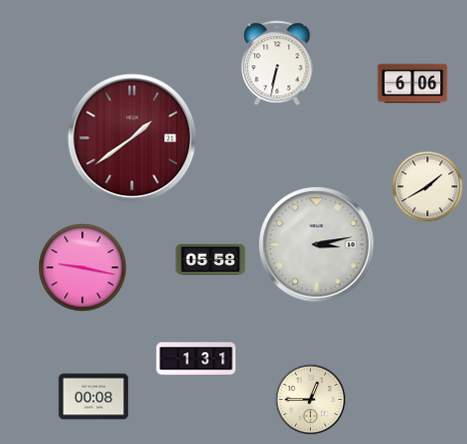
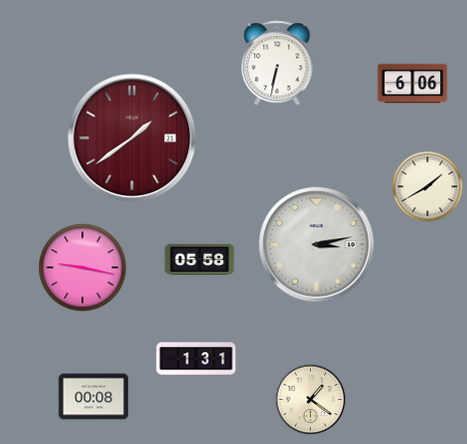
clock at (211, 259) position: (211, 259) -> (200, 259)
clock at (311, 400): 12:45 -> 1:21
